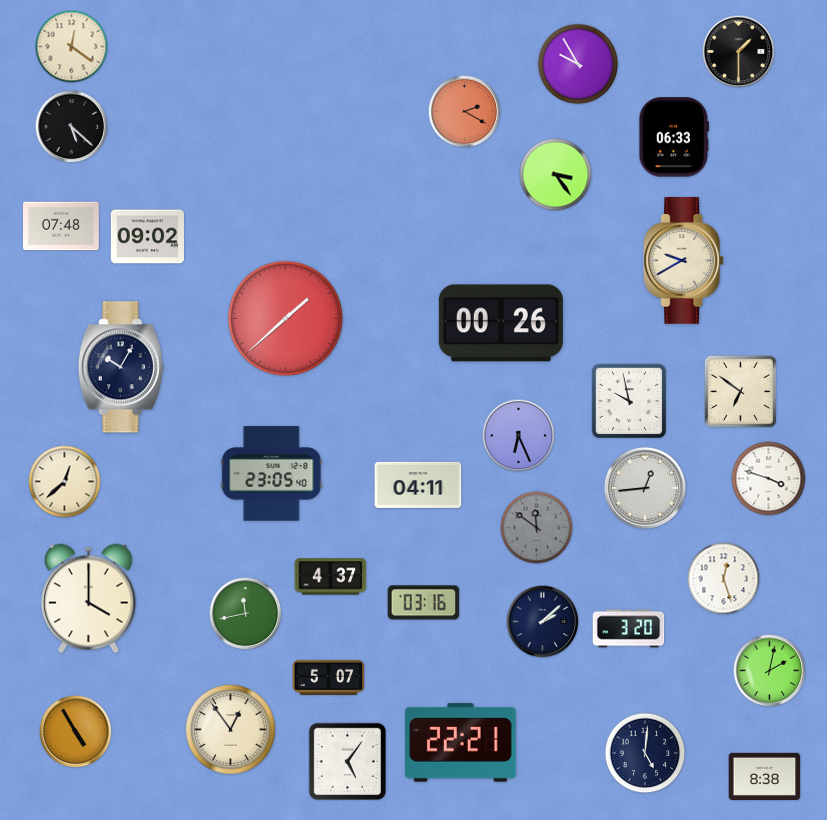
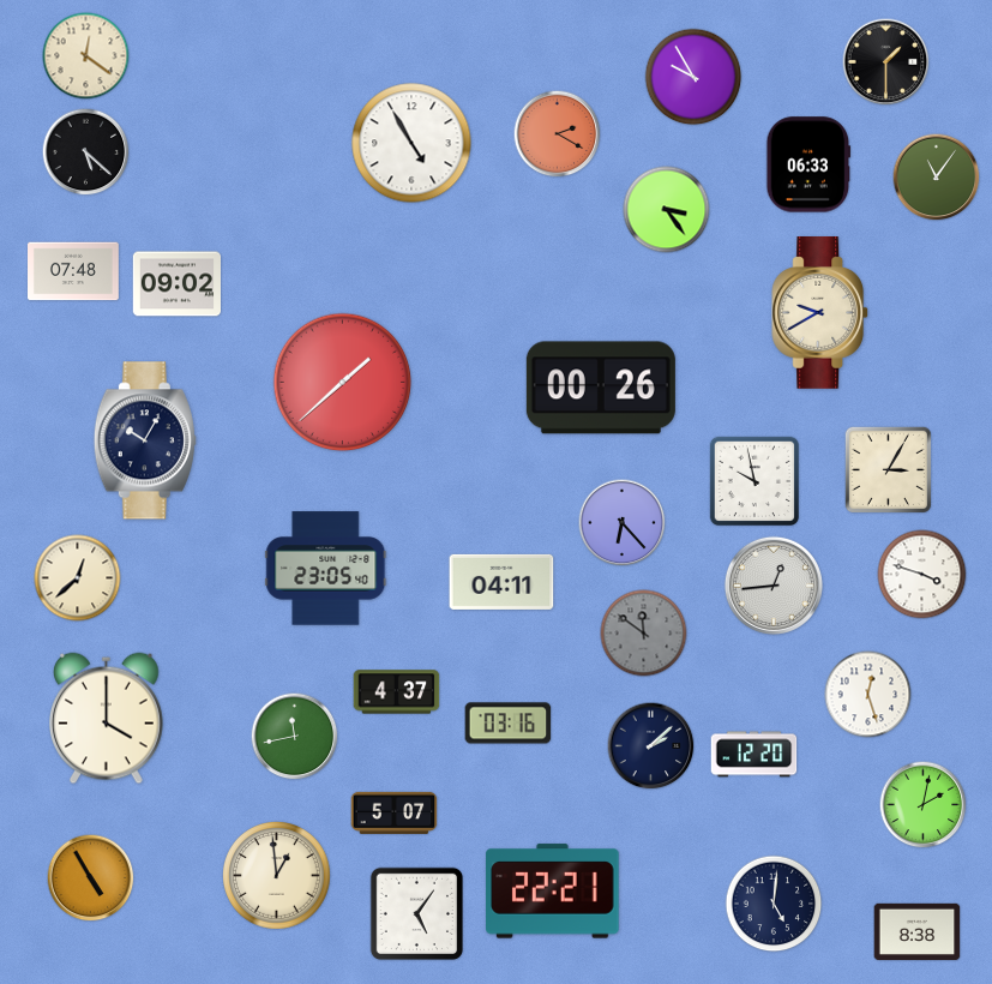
clock at (411, 143): none -> 4:55
clock at (937, 178): none -> 11:06
clock at (740, 391): 6:51 -> 3:05
clock at (519, 436): 6:26 -> 6:23
clock at (629, 629): 3:20 -> 12:20
clock at (231, 730): 12:54 -> 12:59
